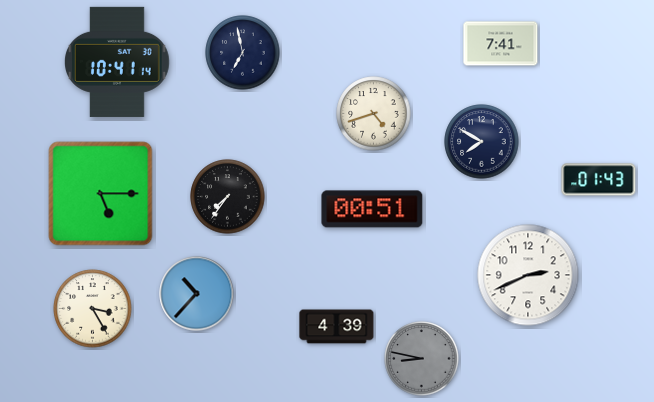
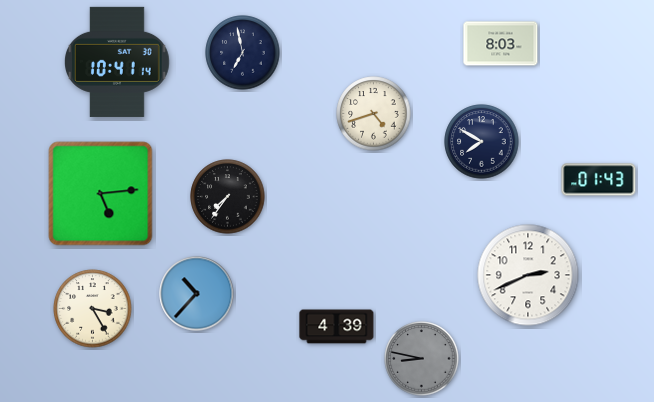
clock at (501, 44): 7:41 -> 8:03
clock at (101, 194): 5:15 -> 5:14
clock at (372, 209): 00:51 -> none
